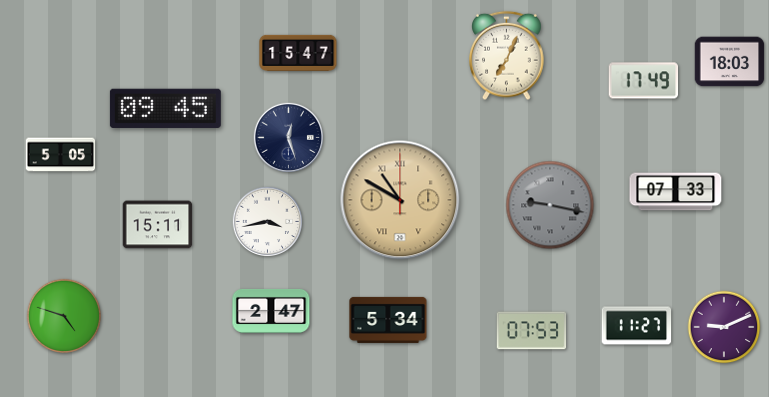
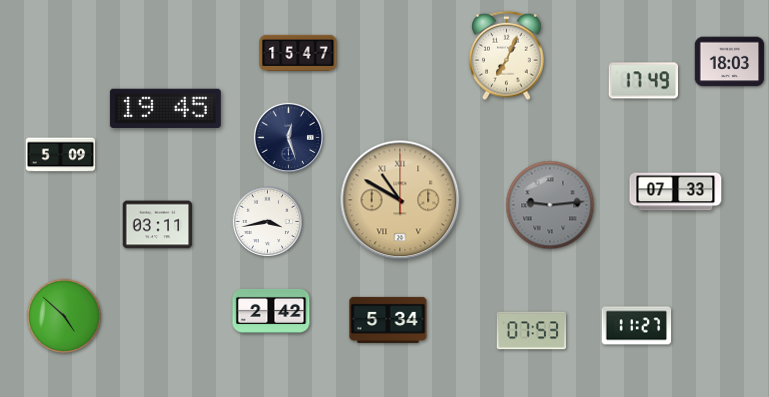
clock at (165, 108): 09:45 -> 19:45
clock at (61, 155): 5:05 -> 5:09
clock at (550, 205): 9:17 -> 9:14
clock at (158, 225): 15:11 -> 03:11
clock at (271, 311): 2:47 -> 2:42
clock at (64, 316): 4:48 -> 4:52
clock at (724, 327): 9:11 -> none
